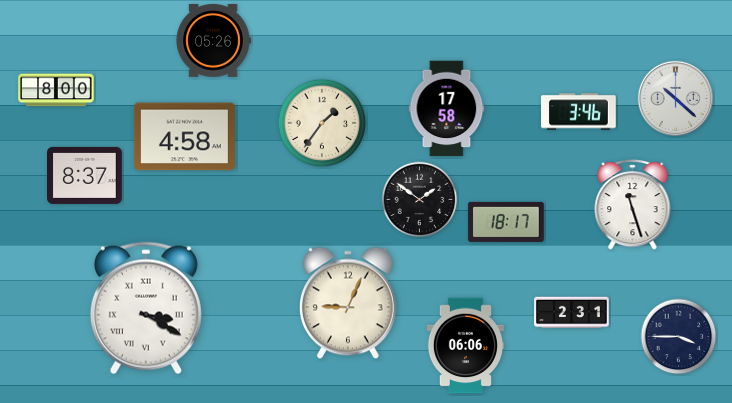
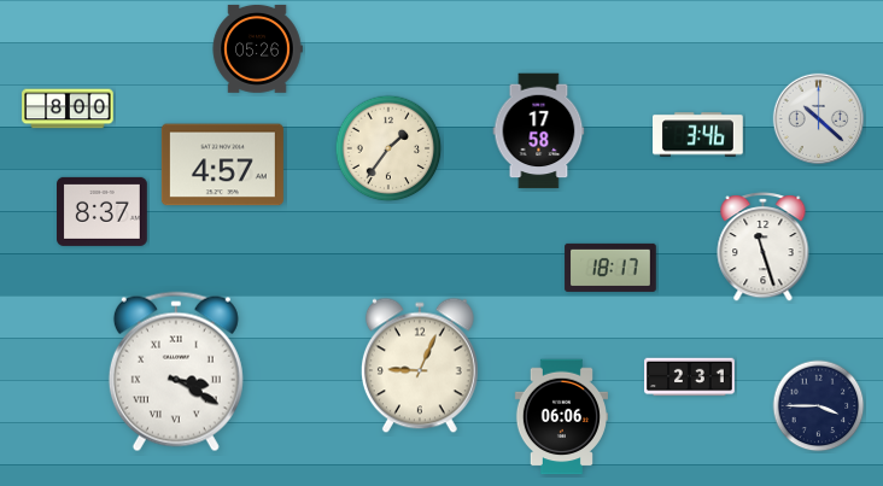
clock at (675, 98) position: (675, 98) -> (818, 118)
clock at (184, 137): 4:58 -> 4:57
clock at (420, 200): 1:51 -> none
